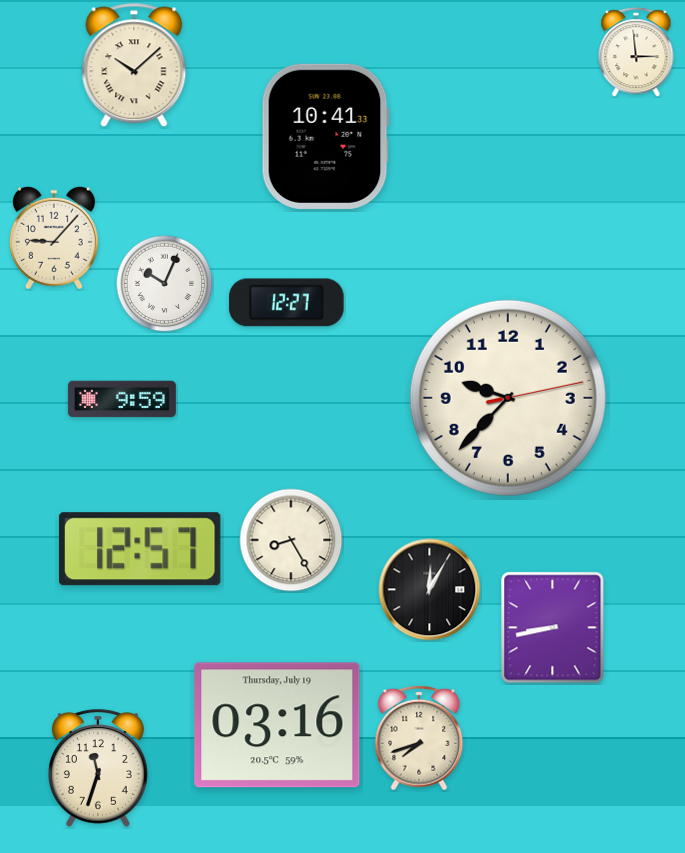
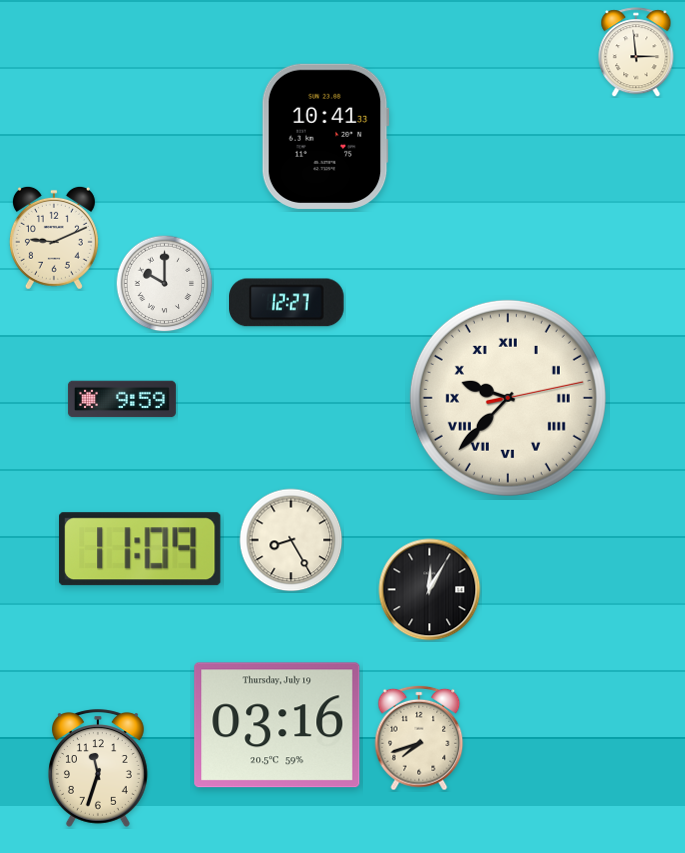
clock at (134, 65): 10:08 -> none
clock at (54, 238): 9:07 -> 9:11
clock at (164, 283): 10:04 -> 10:00
clock at (508, 398) numerals: Arabic -> Roman
clock at (140, 549): 12:57 -> 11:09
clock at (553, 628): 8:43 -> none
